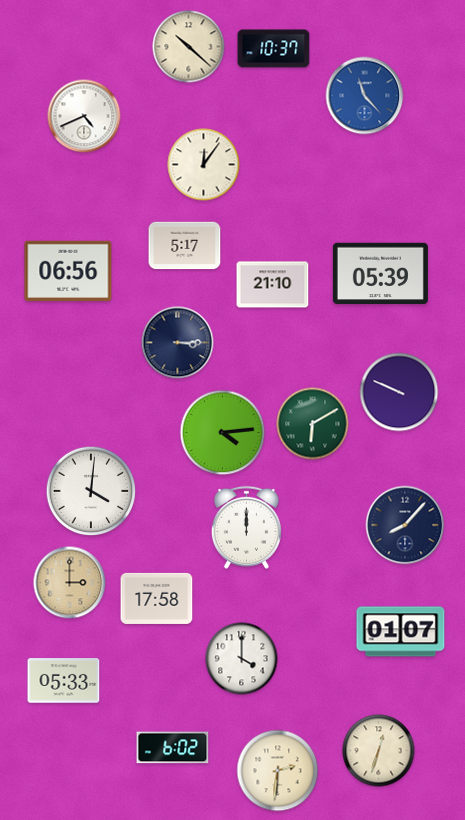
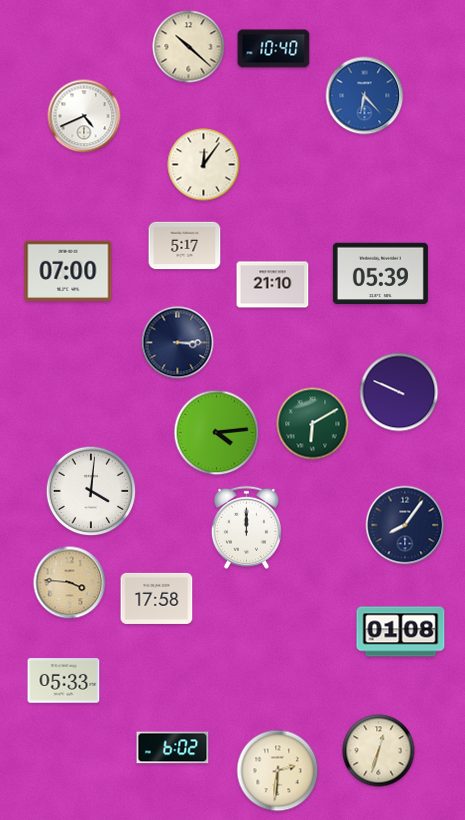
clock at (274, 49): 10:37 -> 10:40
clock at (365, 96): 11:23 -> 6:23
clock at (68, 271): 06:56 -> 07:00
clock at (223, 433) position: (223, 433) -> (217, 433)
clock at (405, 525): 8:07 -> 8:06
clock at (70, 583): 3:00 -> 3:46
clock at (401, 632): 01:07 -> 01:08
clock at (242, 659): 4:00 -> none
